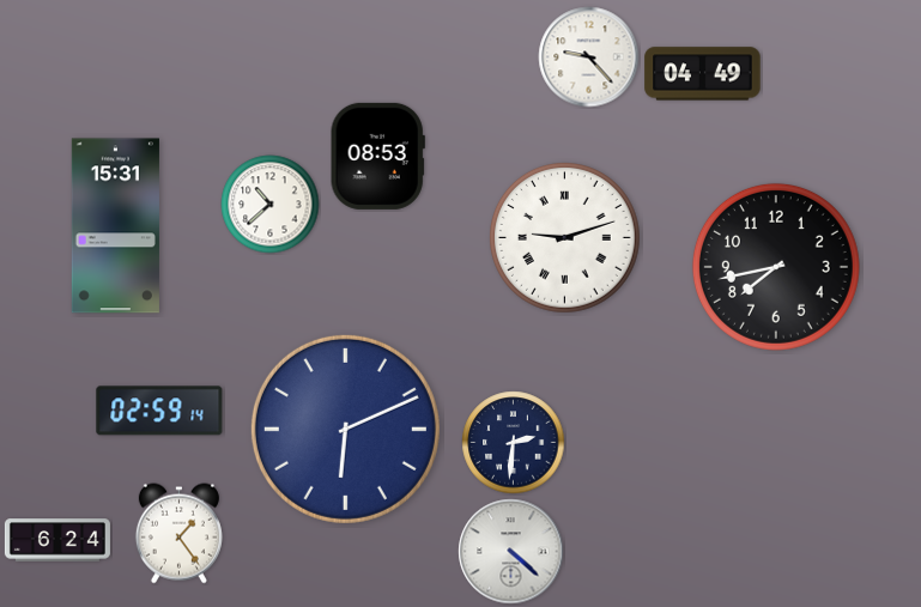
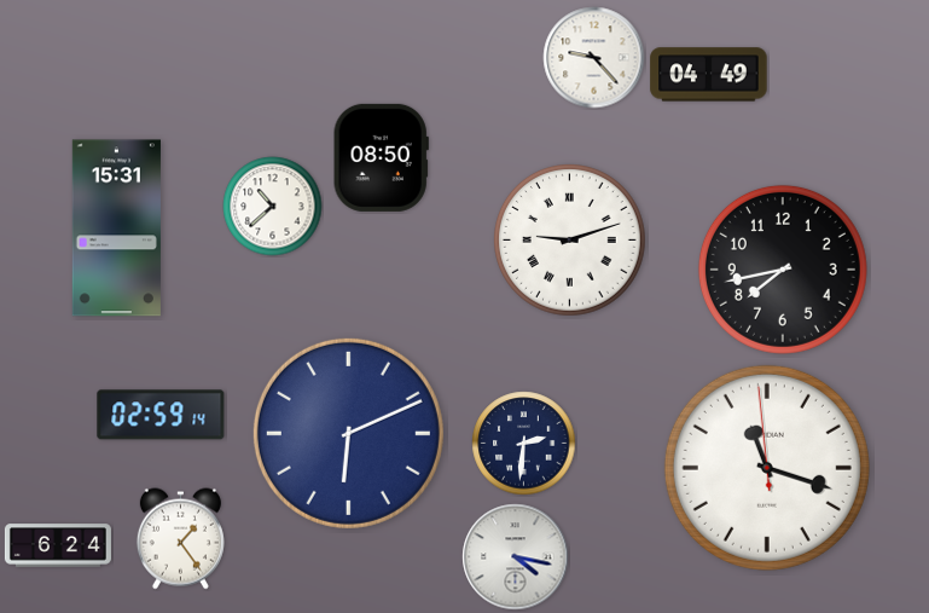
clock at (377, 156): 08:53 -> 08:50
clock at (514, 443) position: (514, 443) -> (524, 444)
clock at (767, 468): none -> 11:17
clock at (511, 552): 4:22 -> 4:17
